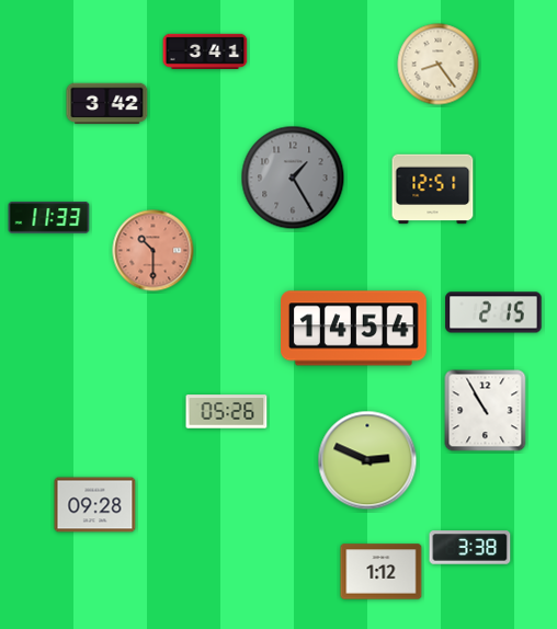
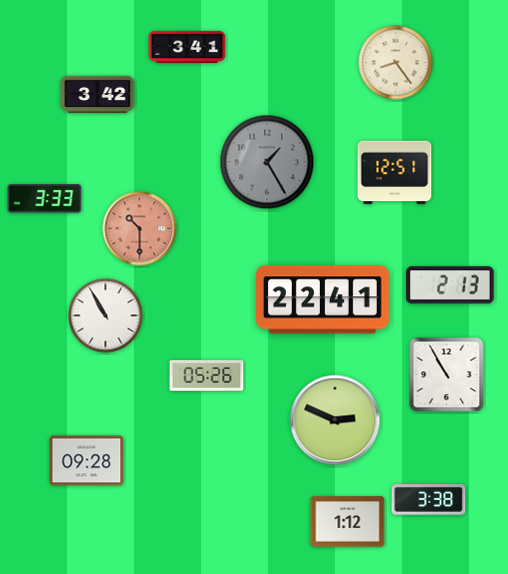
clock at (439, 65) position: (439, 65) -> (396, 63)
clock at (49, 218): 11:33 -> 3:33
clock at (493, 312): 2:15 -> 2:13
clock at (354, 329): 14:54 -> 22:41
clock at (106, 316): none -> 10:55
clock at (486, 411) position: (486, 411) -> (447, 375)
